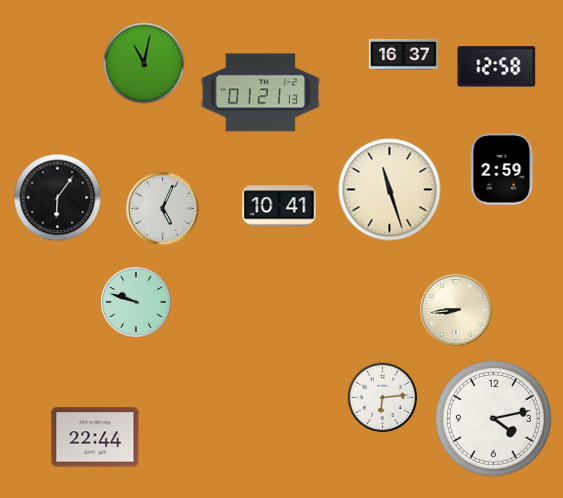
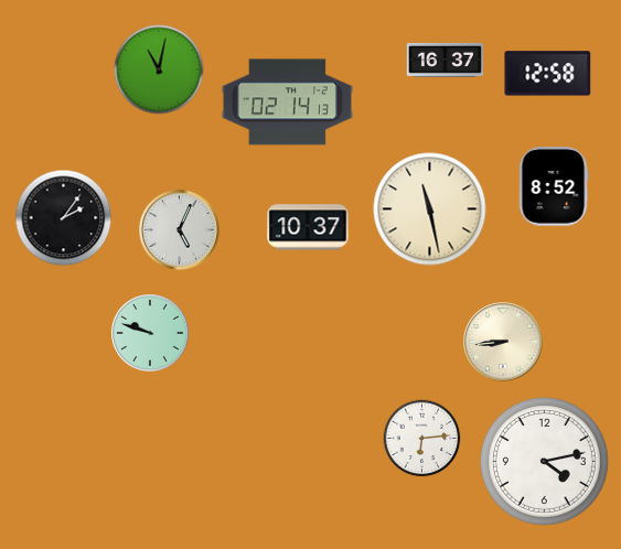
clock at (260, 93): 01:21 -> 02:14
clock at (502, 169): 2:59 -> 8:52
clock at (390, 190): 11:27 -> 11:28
clock at (58, 198): 6:06 -> 2:06
clock at (279, 206): 10:41 -> 10:37
clock at (95, 437): 22:44 -> none
